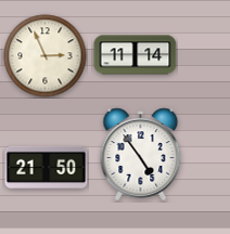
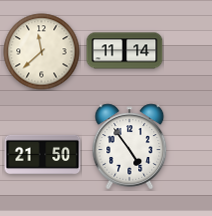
clock at (46, 56): 2:56 -> 11:38
clock at (141, 155) position: (141, 155) -> (130, 147)
